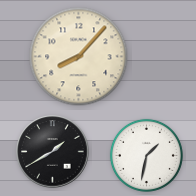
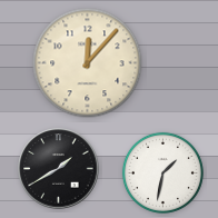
clock at (79, 57): 8:07 -> 12:07
